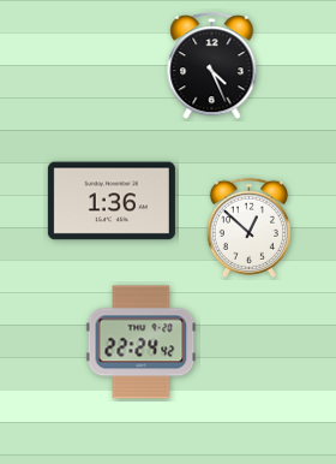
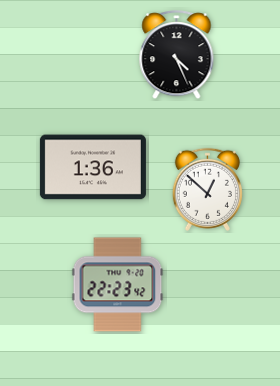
clock at (142, 343): 22:24 -> 22:23
